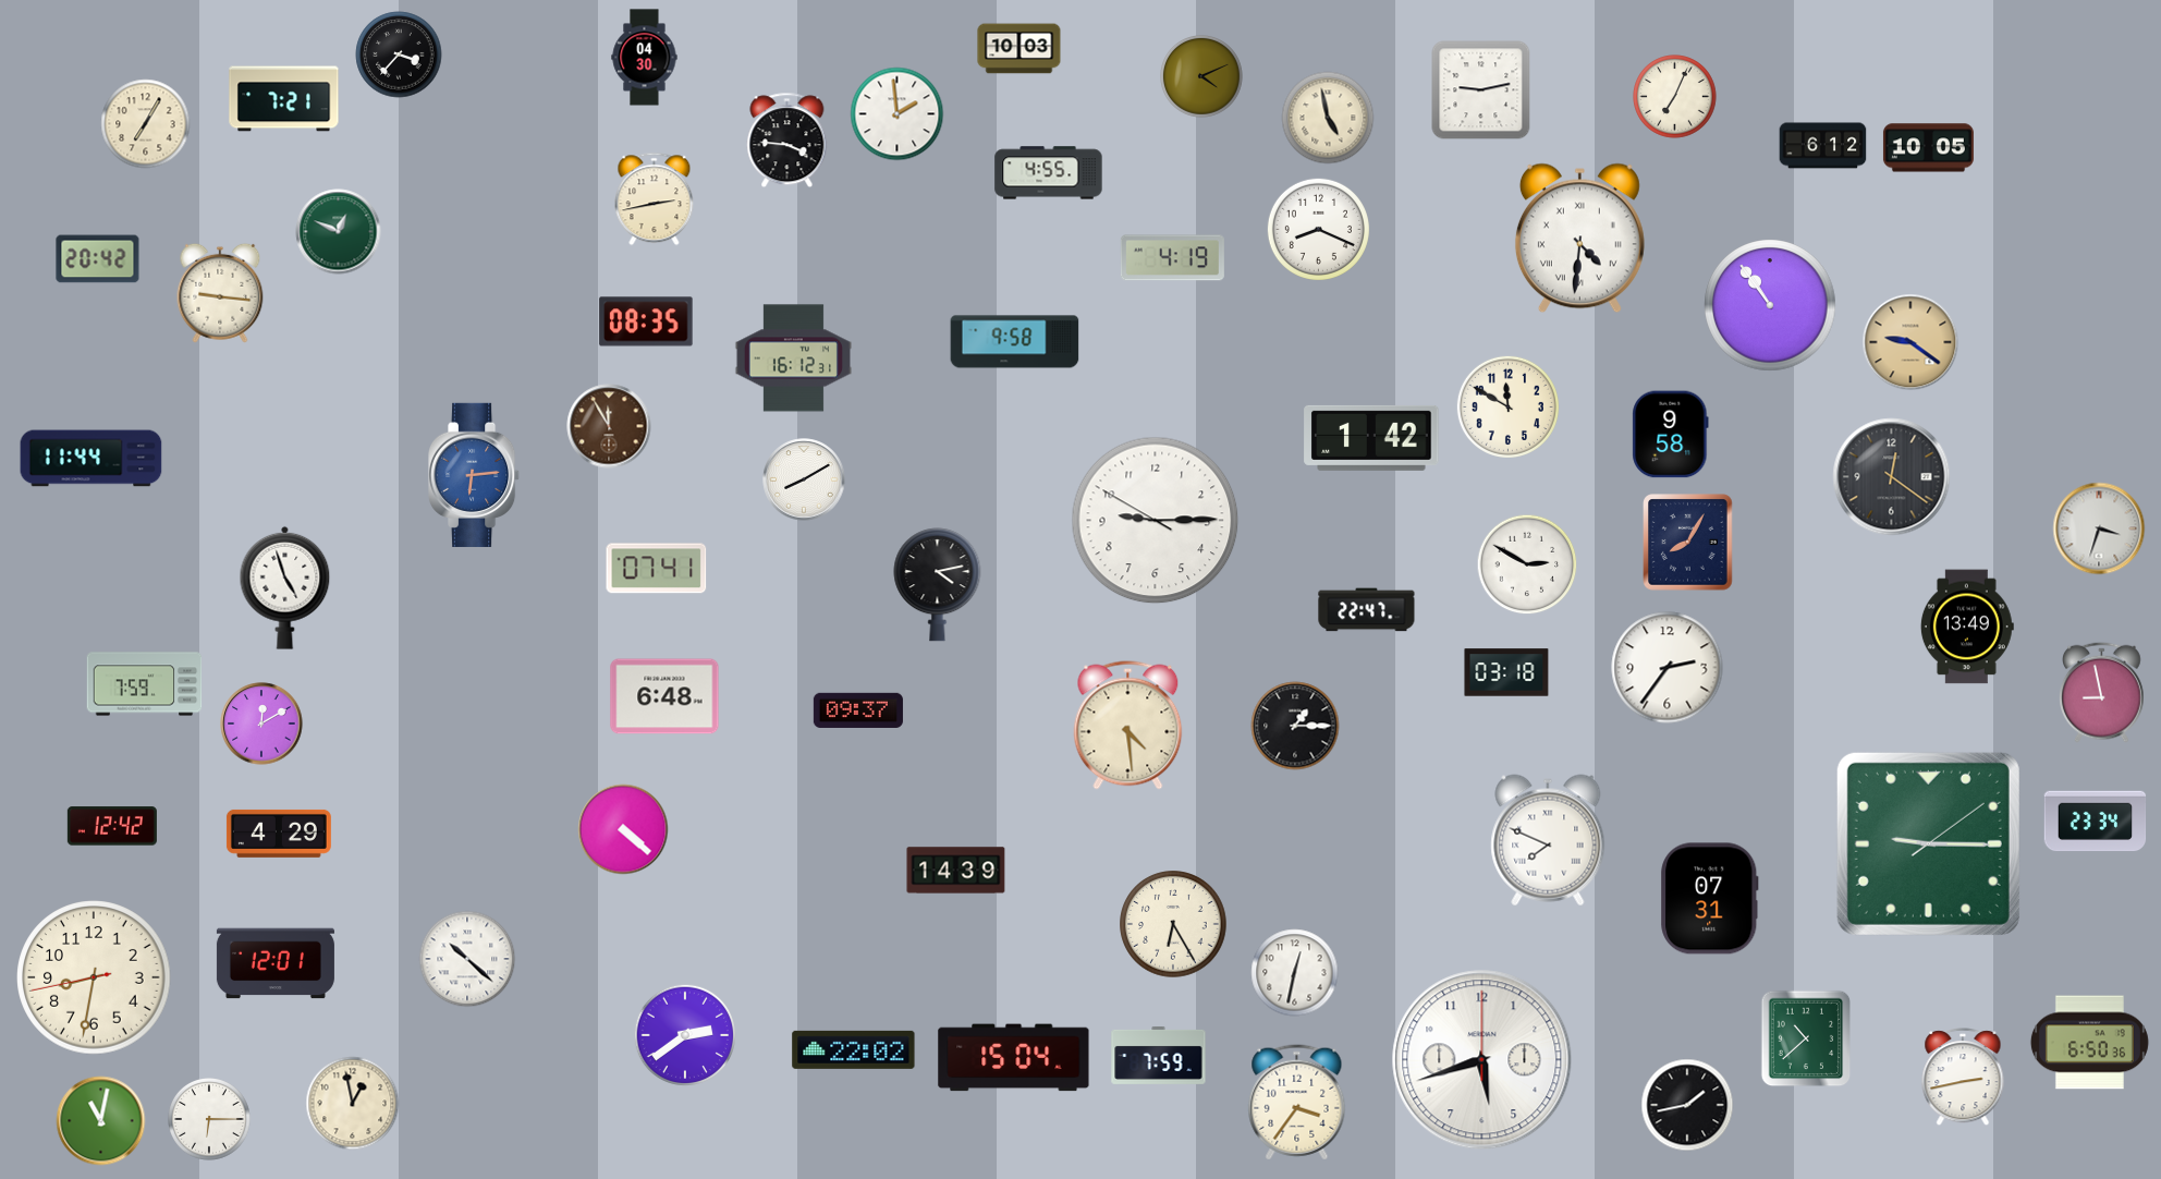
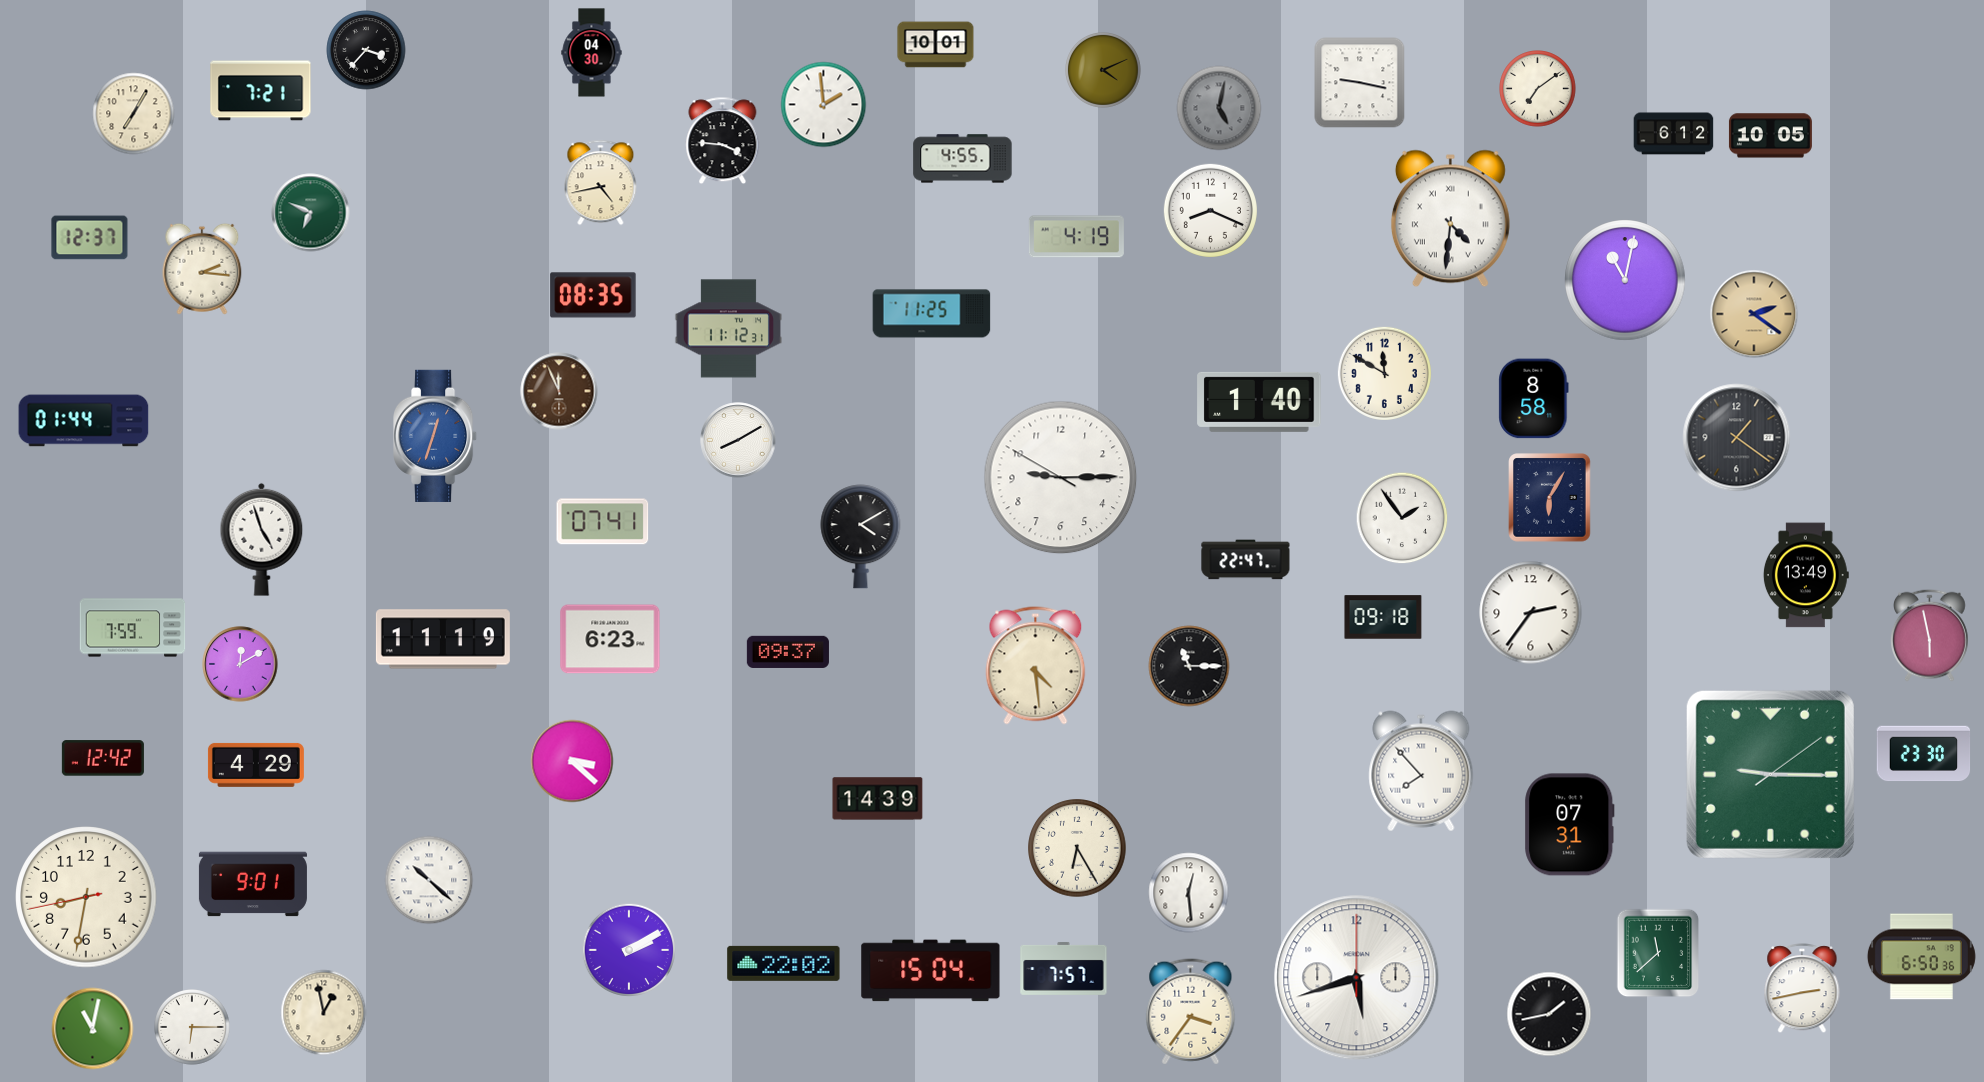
clock at (1020, 49): 10:03 -> 10:01
clock at (1481, 90): 9:13 -> 9:17
clock at (1675, 97): 7:04 -> 7:09
clock at (1328, 118): 4:58 -> 5:02
clock at (1328, 118) dial: cream -> grey
clock at (788, 141) position: (788, 141) -> (723, 141)
clock at (655, 199): 2:43 -> 4:43
clock at (339, 232): 12:49 -> 6:49
clock at (98, 259): 20:42 -> 12:37
clock at (220, 293): 9:16 -> 2:16
clock at (1770, 305): 10:54 -> 11:02
clock at (1015, 342): 9:58 -> 11:25
clock at (1910, 342): 9:21 -> 2:21
clock at (793, 358): 16:12 -> 11:12
clock at (609, 426): 11:55 -> 11:56
clock at (1671, 435): 9:58 -> 8:58
clock at (1371, 438): 1:42 -> 1:40
clock at (91, 459): 11:44 -> 01:44
clock at (475, 475): 6:14 -> 12:33
clock at (1892, 477): 12:21 -> 1:21
clock at (2099, 528): 3:33 -> none
clock at (1688, 543): 8:05 -> 6:05
clock at (1527, 564): 2:50 -> 1:54
clock at (938, 585): 4:13 -> 4:10
clock at (1367, 610) position: (1367, 610) -> (1246, 560)
clock at (1506, 672): 03:18 -> 09:18
clock at (2102, 692): 8:58 -> 5:58
clock at (443, 639): none -> 11:19
clock at (664, 696): 6:48 -> 6:23
clock at (1295, 726): 1:15 -> 11:15
clock at (2096, 822): 23:34 -> 23:30
clock at (623, 829): 4:22 -> 3:22
clock at (1548, 840): 7:49 -> 7:53
clock at (276, 963): 12:01 -> 9:01
clock at (1295, 973): 12:32 -> 12:29
clock at (684, 1034): 2:39 -> 2:10
clock at (1806, 1038): 10:38 -> 11:38
clock at (2089, 1043) position: (2089, 1043) -> (1921, 957)
clock at (1159, 1055): 7:59 -> 7:57
clock at (1482, 1060) position: (1482, 1060) -> (1357, 978)
